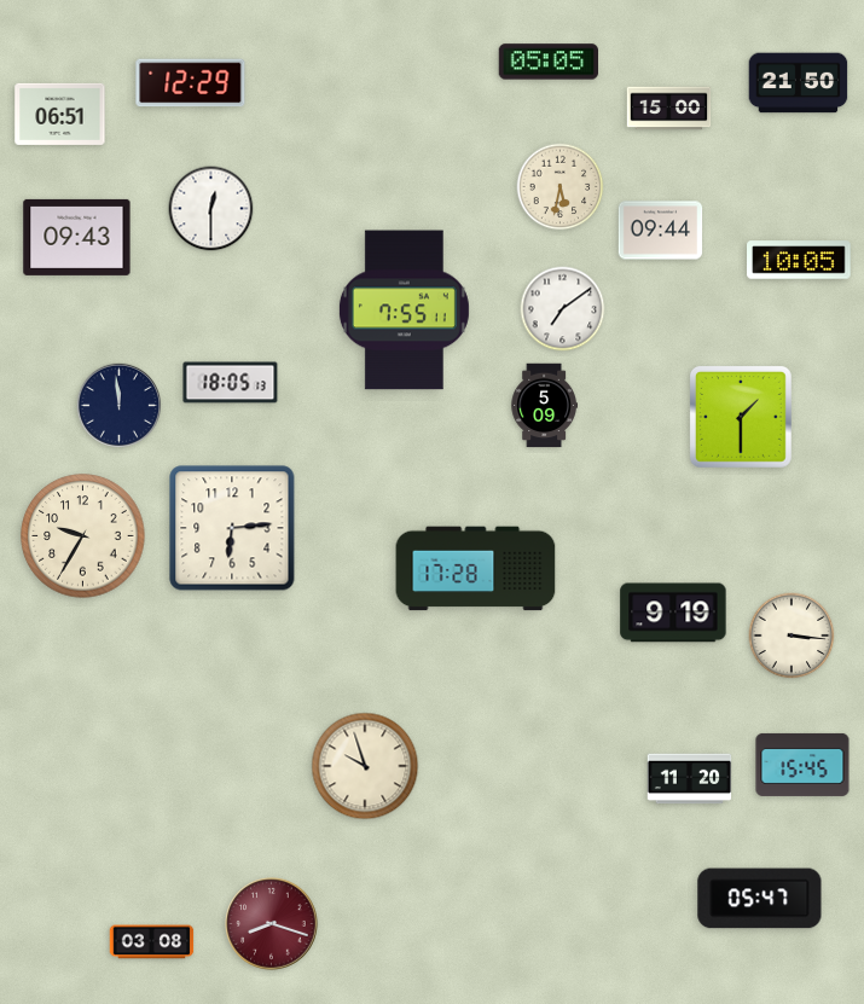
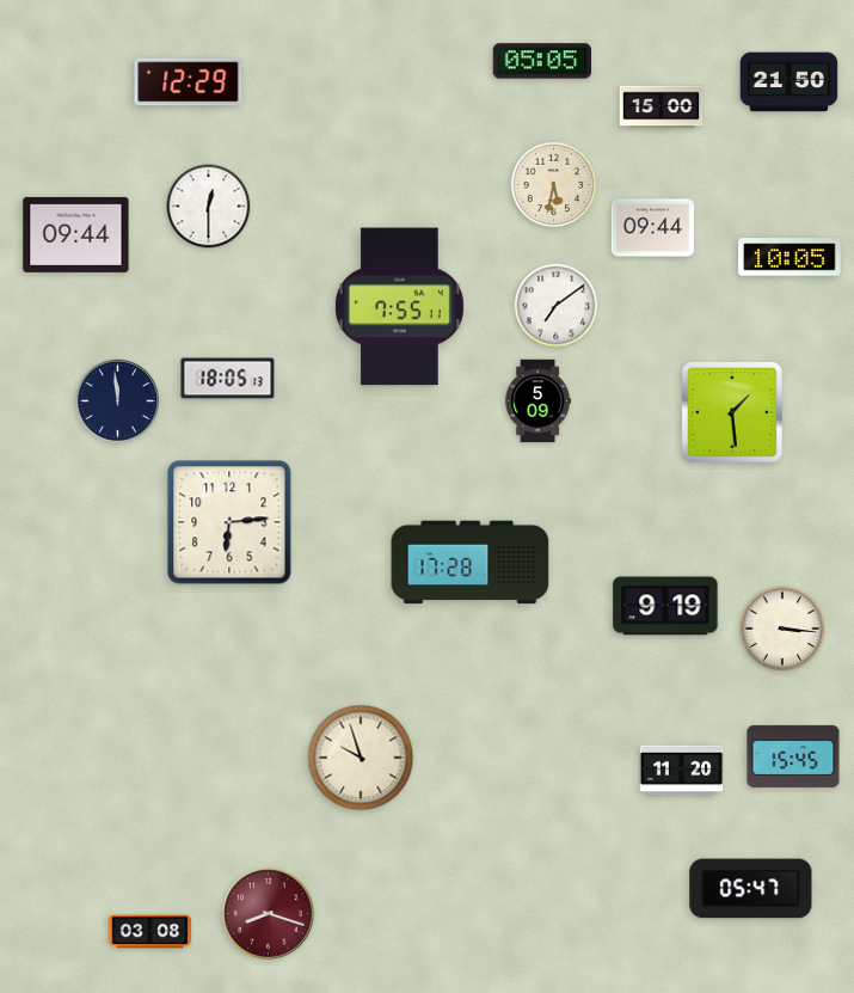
clock at (60, 114): 06:51 -> none
clock at (77, 237): 09:43 -> 09:44
clock at (741, 417): 1:30 -> 1:29
clock at (83, 536): 9:35 -> none
